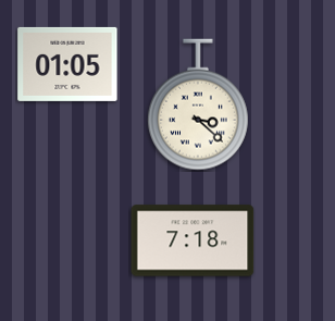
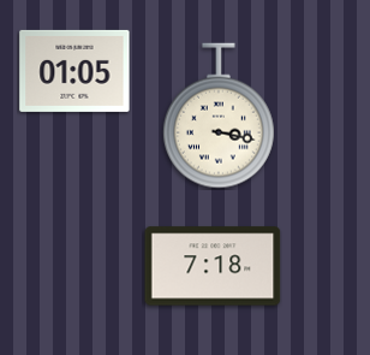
clock at (198, 104): 3:22 -> 3:17
